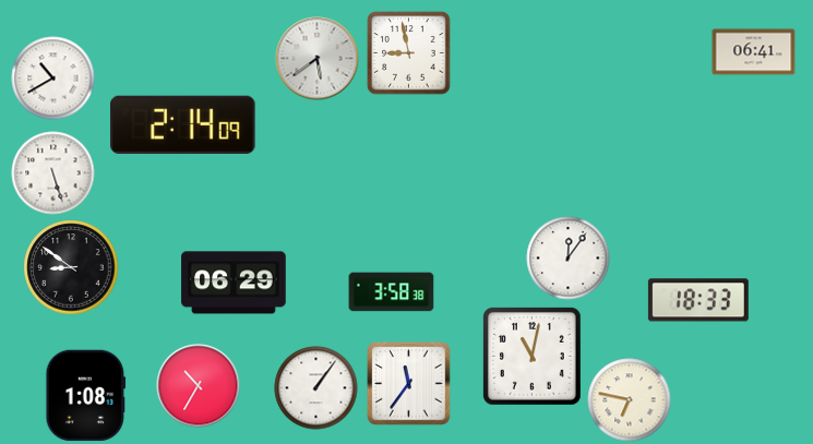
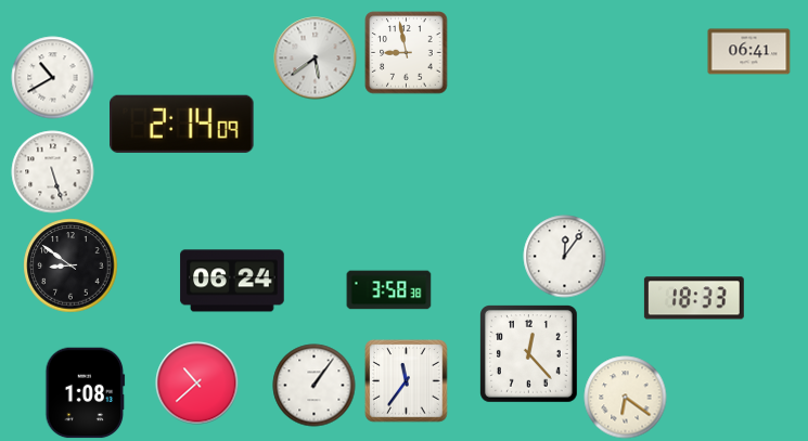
clock at (234, 283): 06:29 -> 06:24
clock at (533, 357): 11:02 -> 12:23
clock at (199, 386): 10:35 -> 10:38
clock at (630, 400): 6:47 -> 6:21
